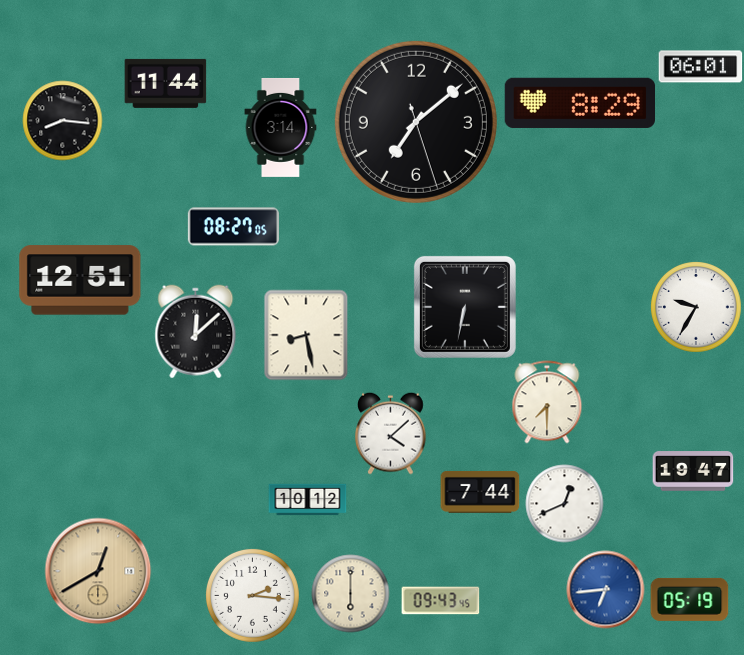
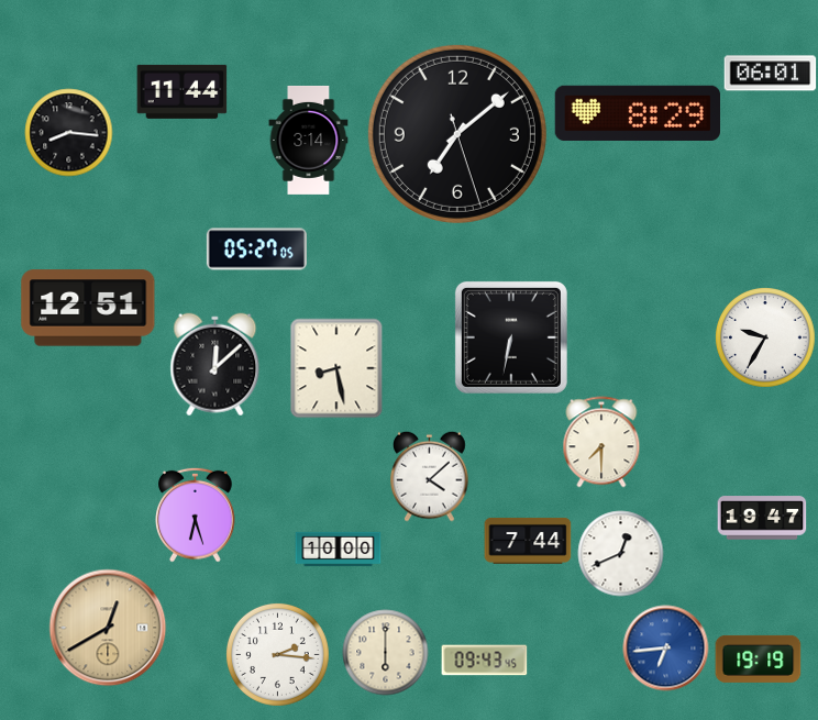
clock at (233, 227): 08:27 -> 05:27
clock at (196, 514): none -> 6:27
clock at (307, 500): 10:12 -> 10:00
clock at (689, 599): 05:19 -> 19:19
